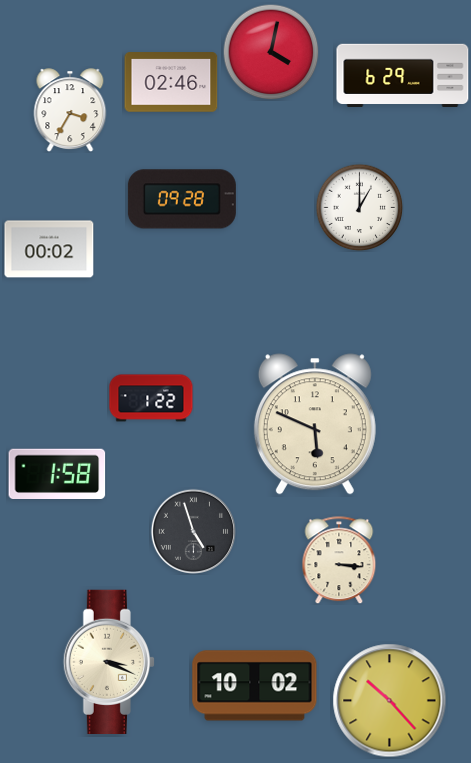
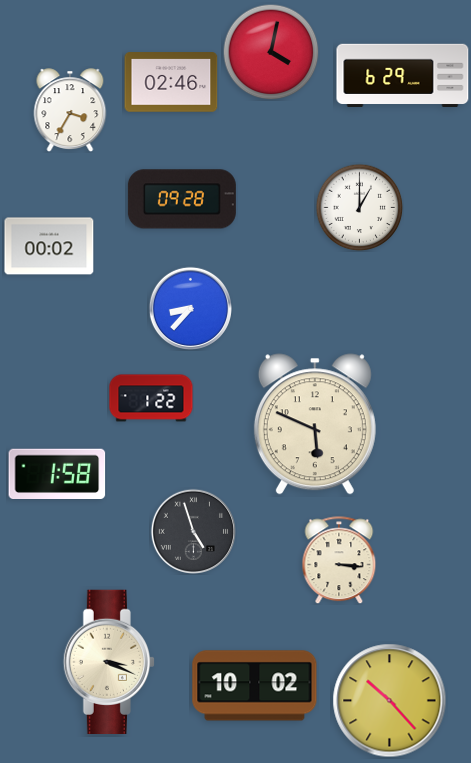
clock at (49, 249) position: (49, 249) -> (49, 246)
clock at (190, 308): none -> 8:37
